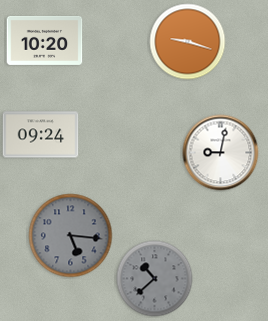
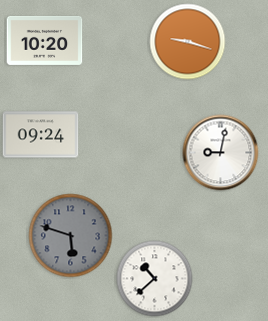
clock at (71, 236): 5:16 -> 5:48
clock at (155, 279) dial: grey -> white
